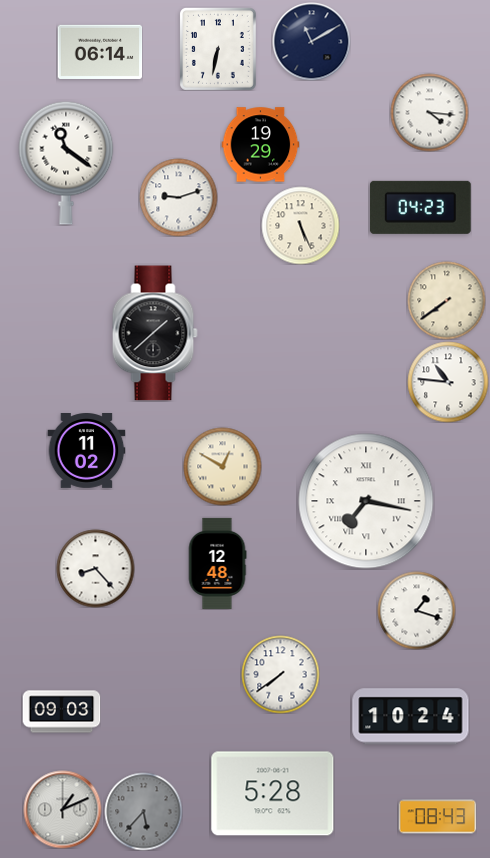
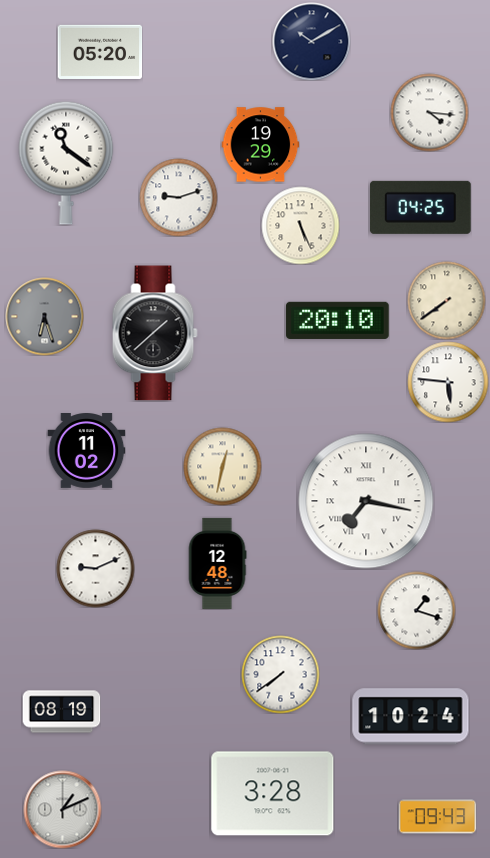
clock at (311, 41): 11:10 -> 10:10
clock at (218, 49): 6:32 -> none
clock at (100, 52): 06:14 -> 05:20
clock at (420, 207): 04:23 -> 04:25
clock at (44, 316): none -> 6:27
clock at (338, 320): none -> 20:10
clock at (448, 382): 10:46 -> 5:46
clock at (222, 466): 12:50 -> 12:32
clock at (95, 568): 8:23 -> 9:11
clock at (61, 712): 09:03 -> 08:19
clock at (273, 794): 5:28 -> 3:28
clock at (143, 811): 5:37 -> none
clock at (437, 817): 08:43 -> 09:43
